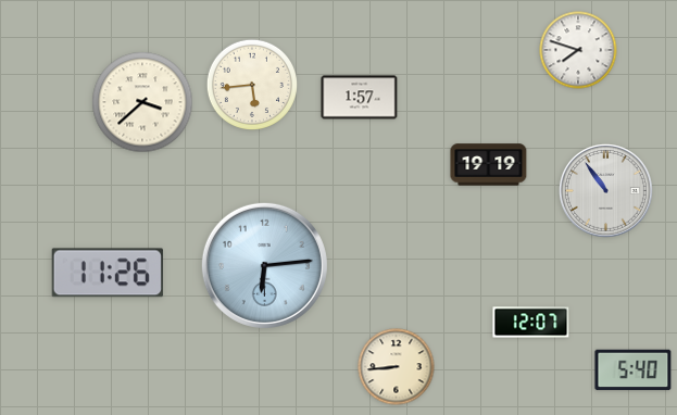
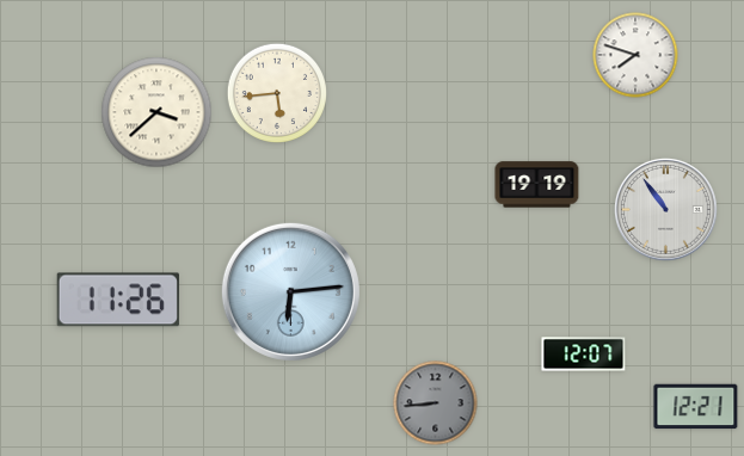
clock at (360, 98): 1:57 -> none
clock at (489, 165) position: (489, 165) -> (537, 185)
clock at (397, 367) dial: cream -> grey
clock at (634, 370): 5:40 -> 12:21
